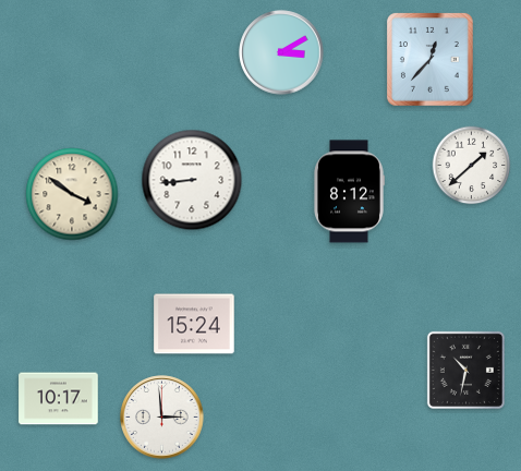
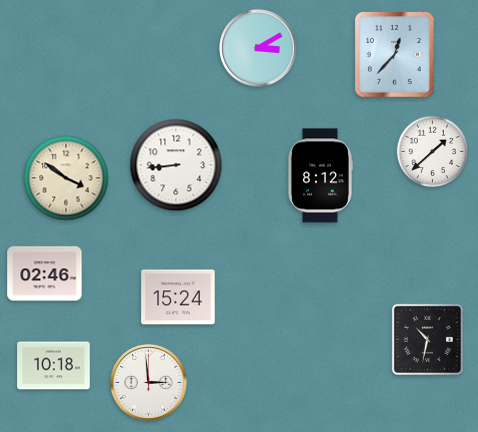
clock at (45, 274): none -> 02:46
clock at (59, 399): 10:17 -> 10:18
